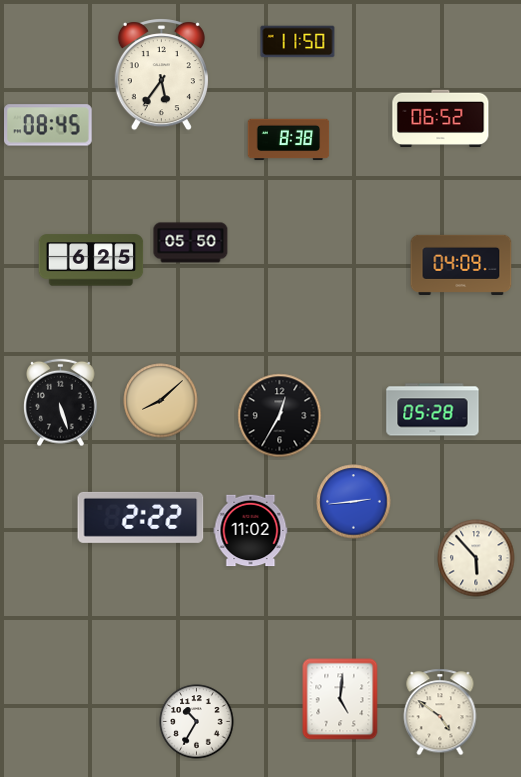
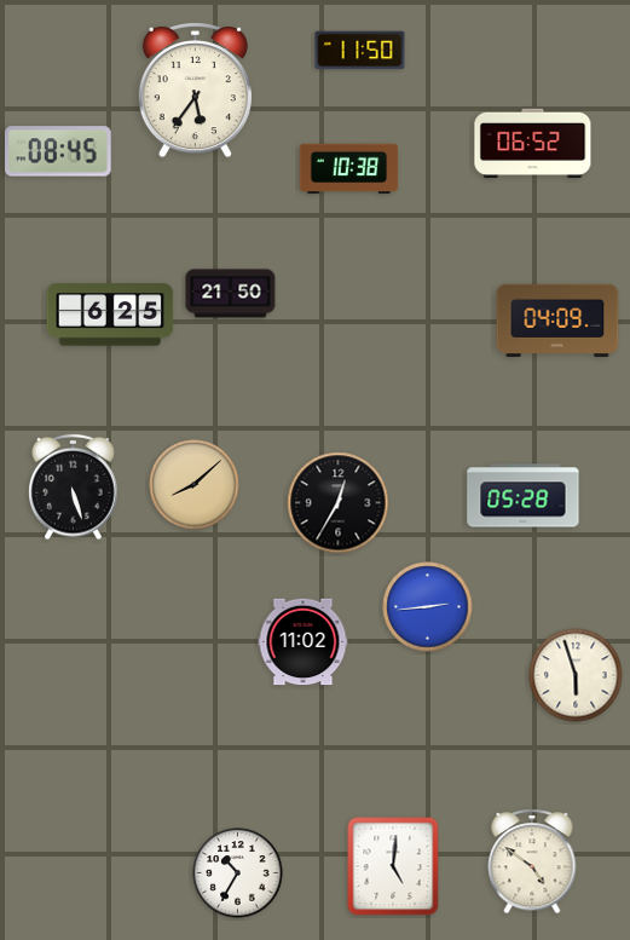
clock at (289, 140): 8:38 -> 10:38
clock at (191, 243): 05:50 -> 21:50
clock at (141, 517): 2:22 -> none
clock at (476, 558): 5:53 -> 5:57
clock at (340, 699) position: (340, 699) -> (393, 866)
